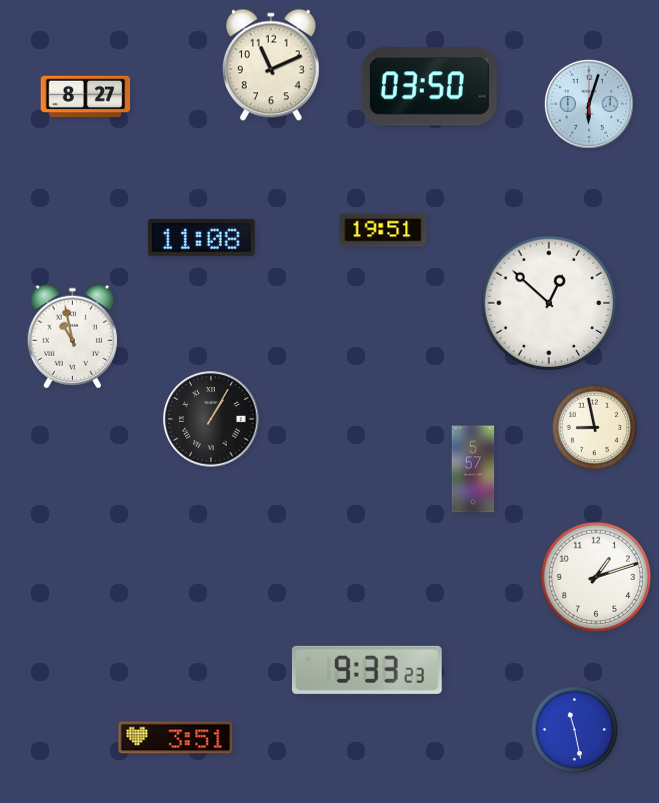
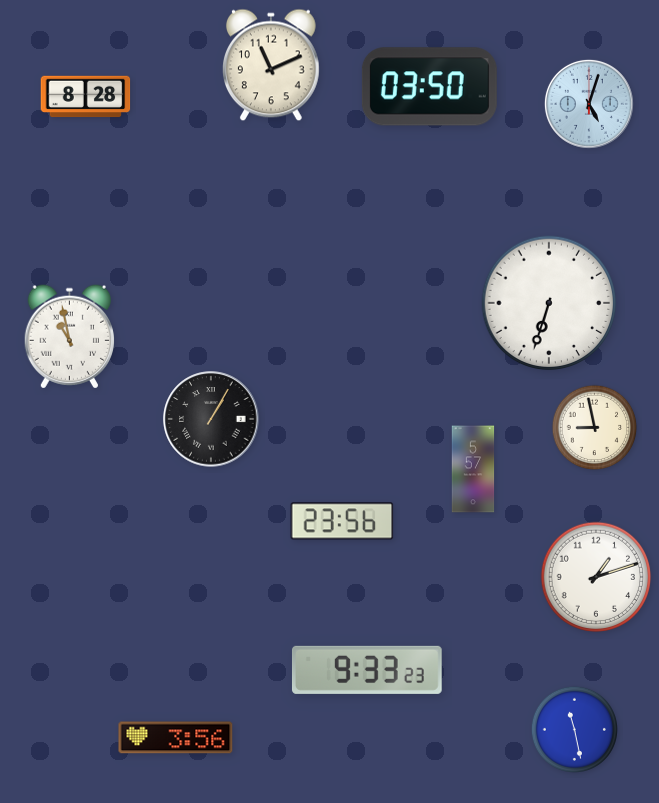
clock at (86, 97): 8:27 -> 8:28
clock at (589, 104): 6:03 -> 5:03
clock at (383, 230): 19:51 -> none
clock at (201, 237): 11:08 -> none
clock at (549, 303): 12:52 -> 6:33
clock at (72, 337) position: (72, 337) -> (69, 337)
clock at (342, 521): none -> 23:56
clock at (176, 738): 3:51 -> 3:56
